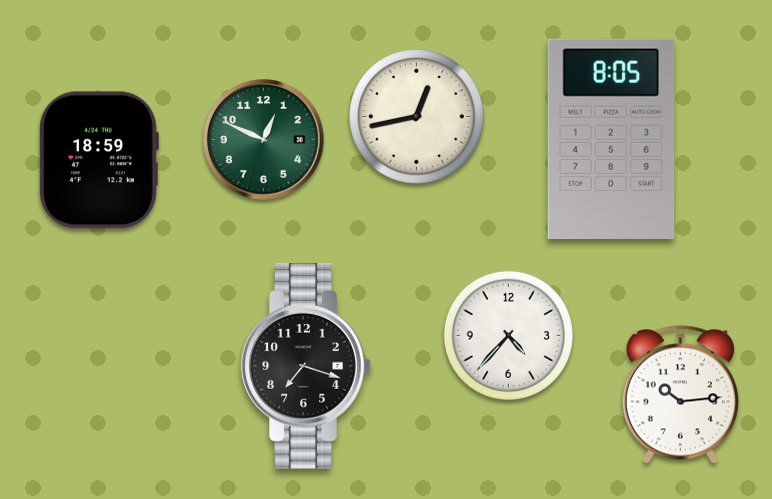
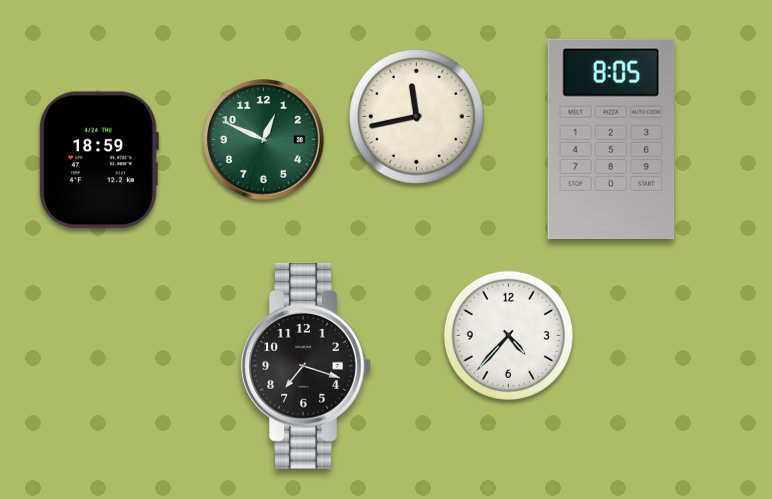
clock at (417, 117): 12:43 -> 11:43
clock at (680, 395): 10:14 -> none
